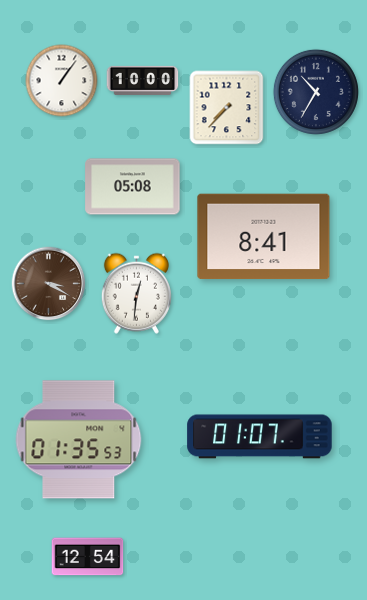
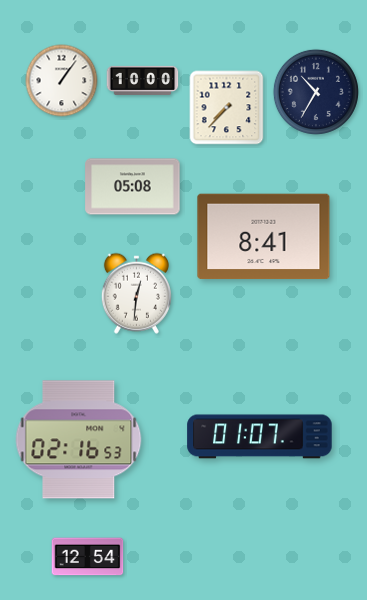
clock at (49, 284): 3:20 -> none
clock at (79, 440): 01:35 -> 02:16
